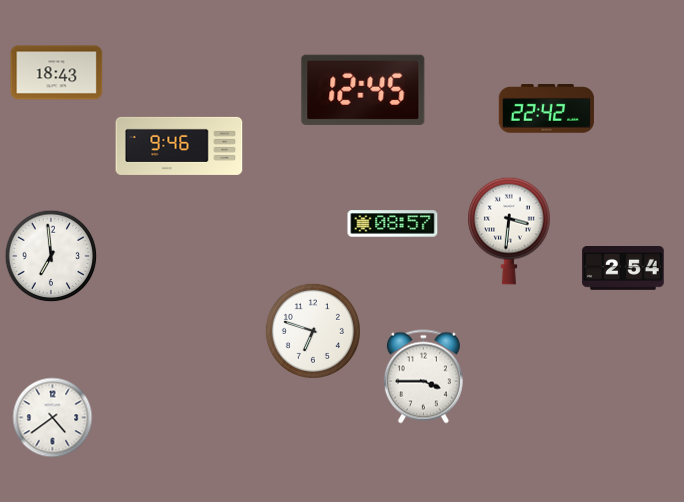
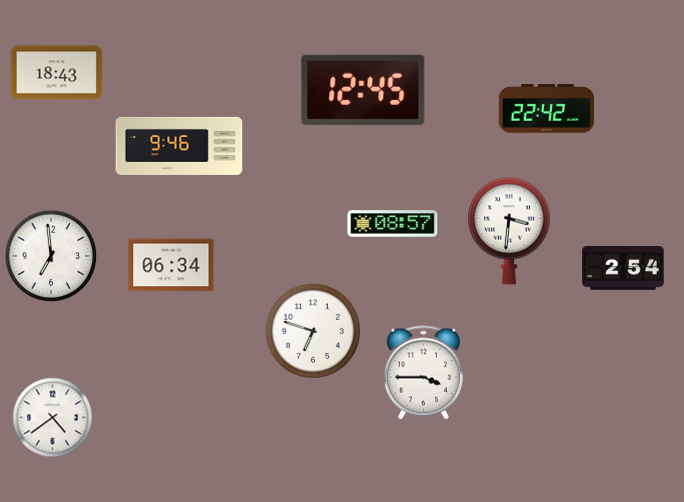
clock at (171, 265): none -> 06:34
clock at (423, 377) position: (423, 377) -> (423, 373)
